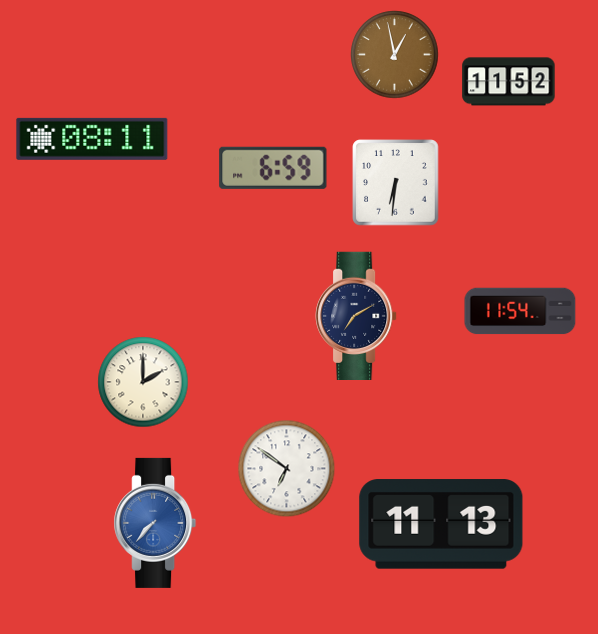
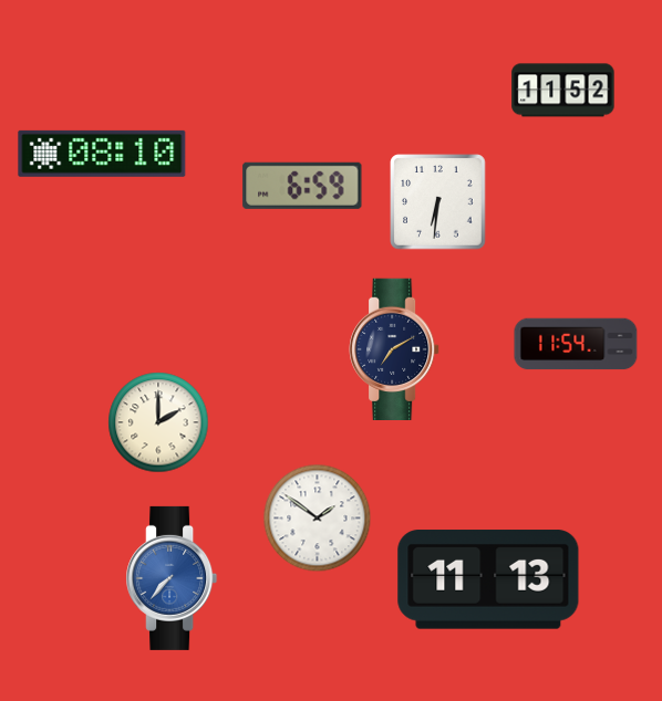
clock at (395, 55): 12:58 -> none
clock at (92, 139): 08:11 -> 08:10
clock at (287, 469): 6:51 -> 1:51
